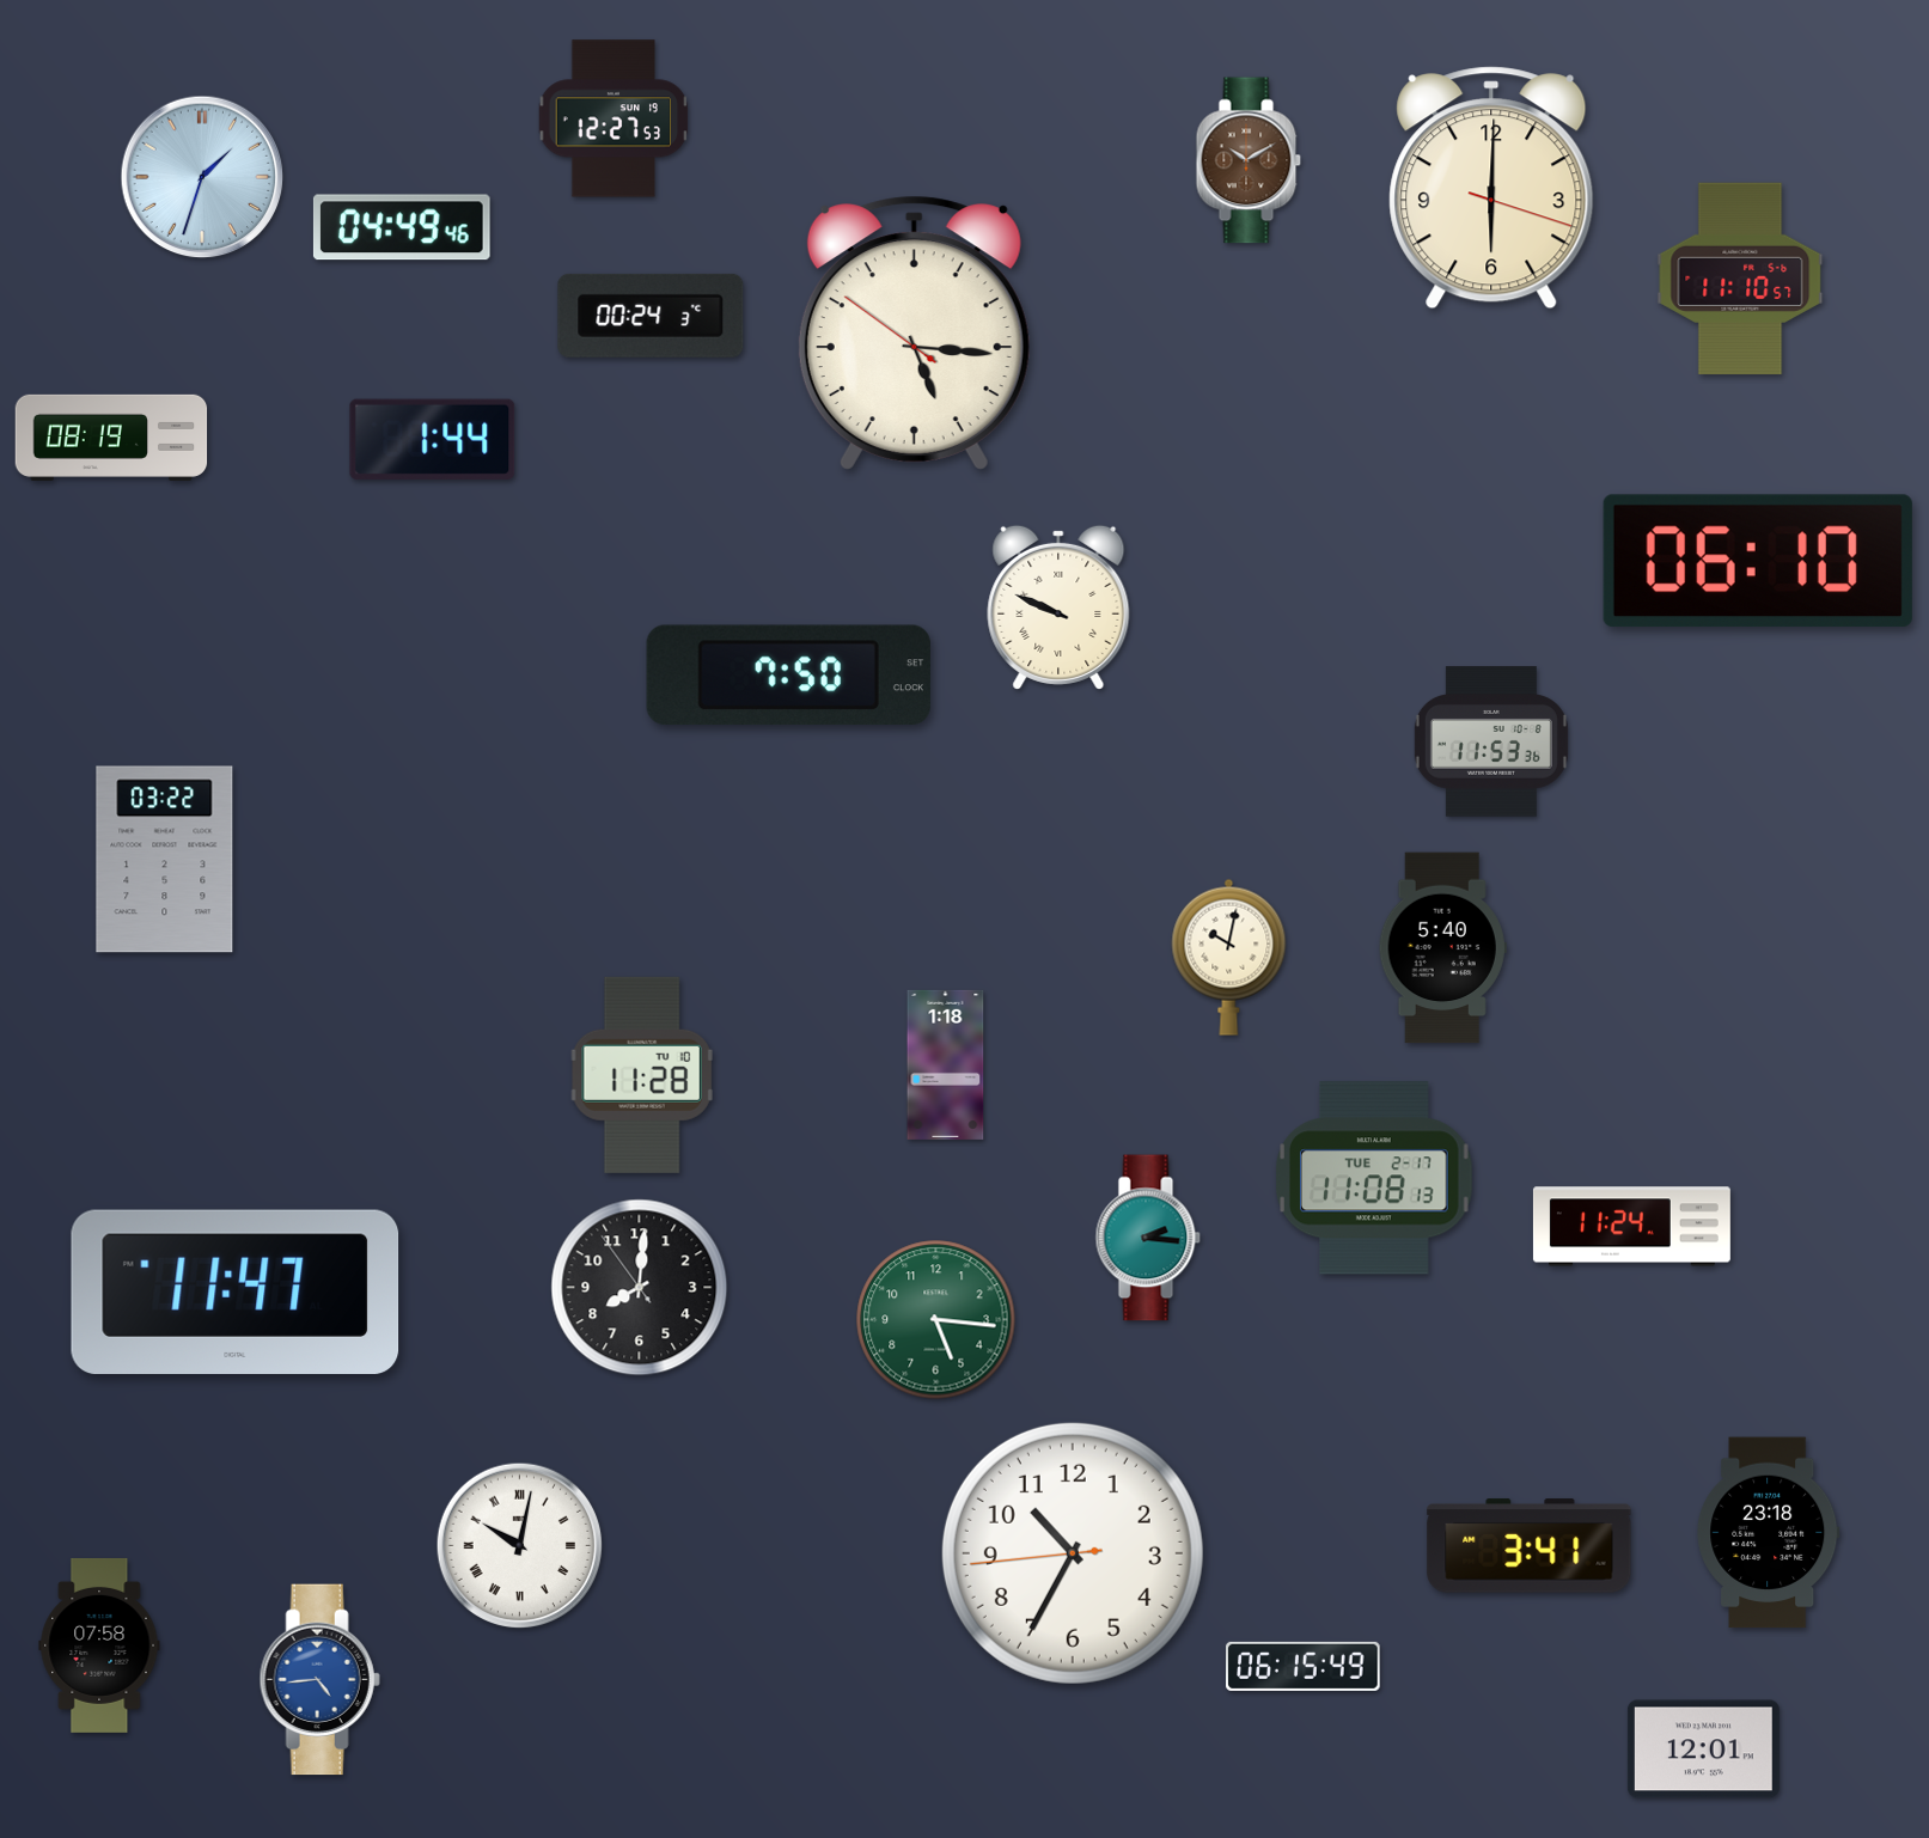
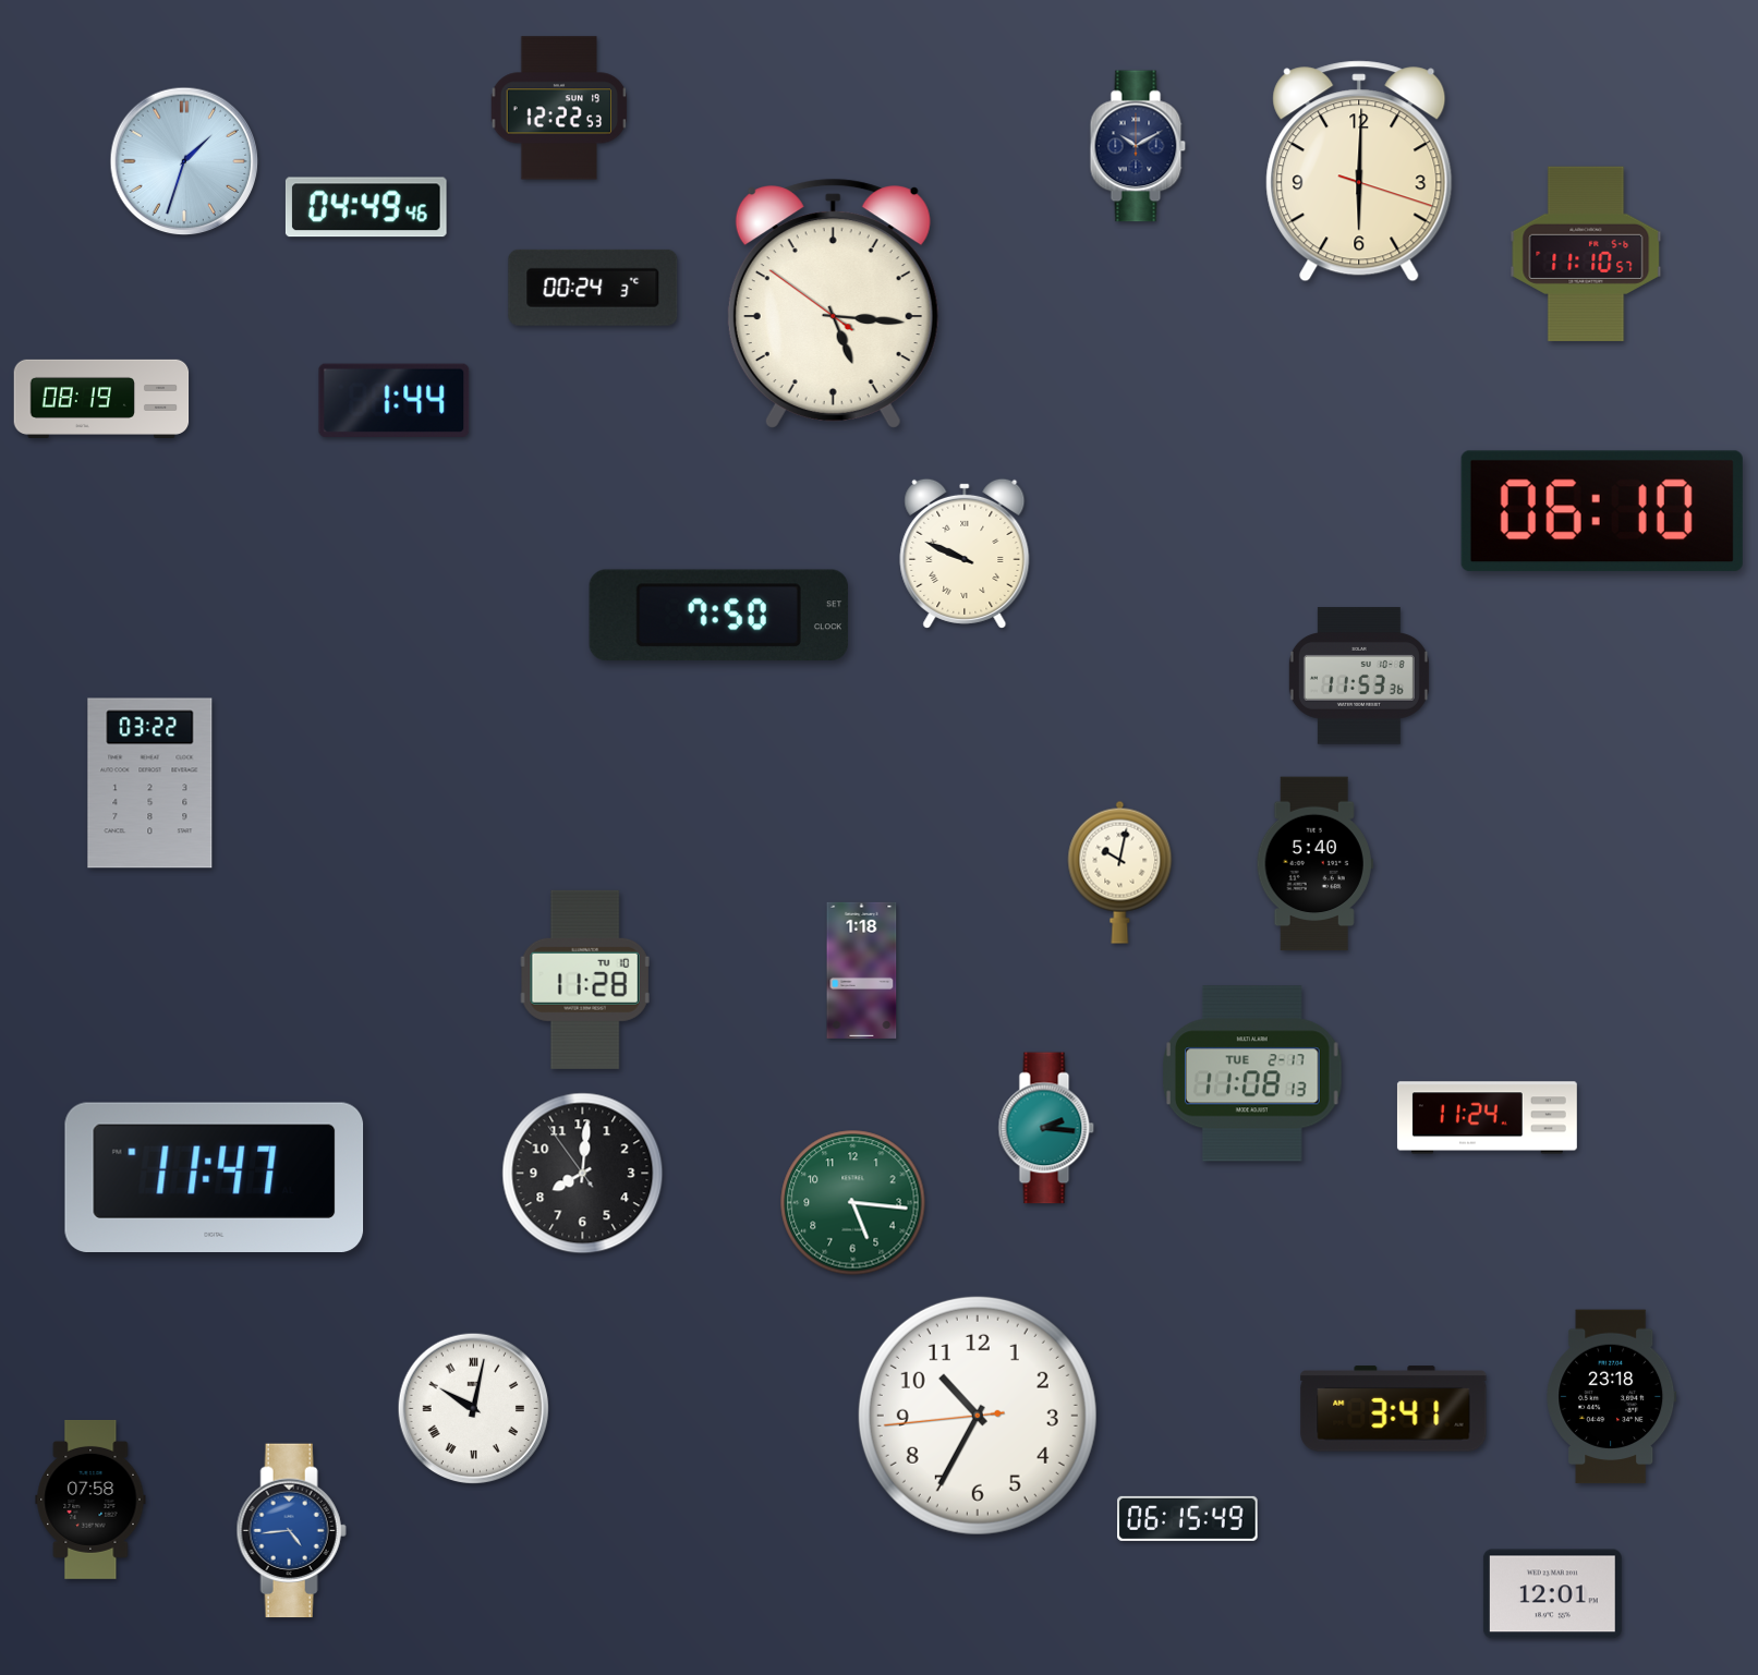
clock at (614, 118): 12:27 -> 12:22
clock at (1249, 160) dial: brown -> navy
